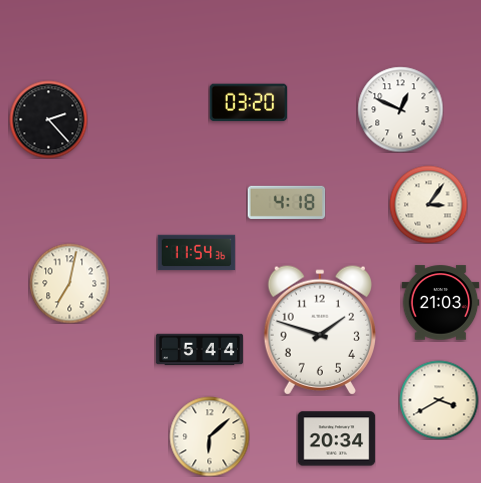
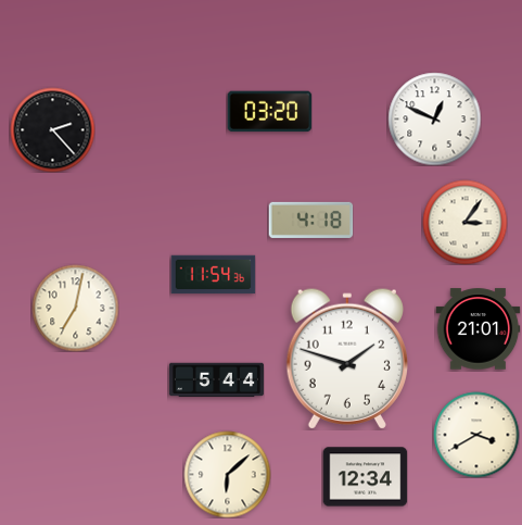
clock at (440, 303): 21:03 -> 21:01
clock at (336, 439): 20:34 -> 12:34
